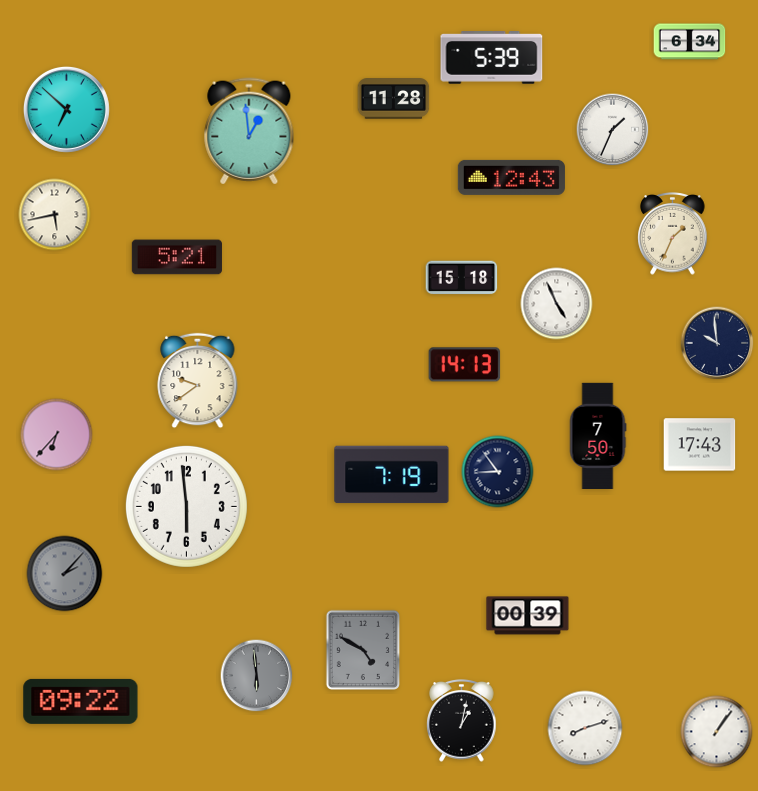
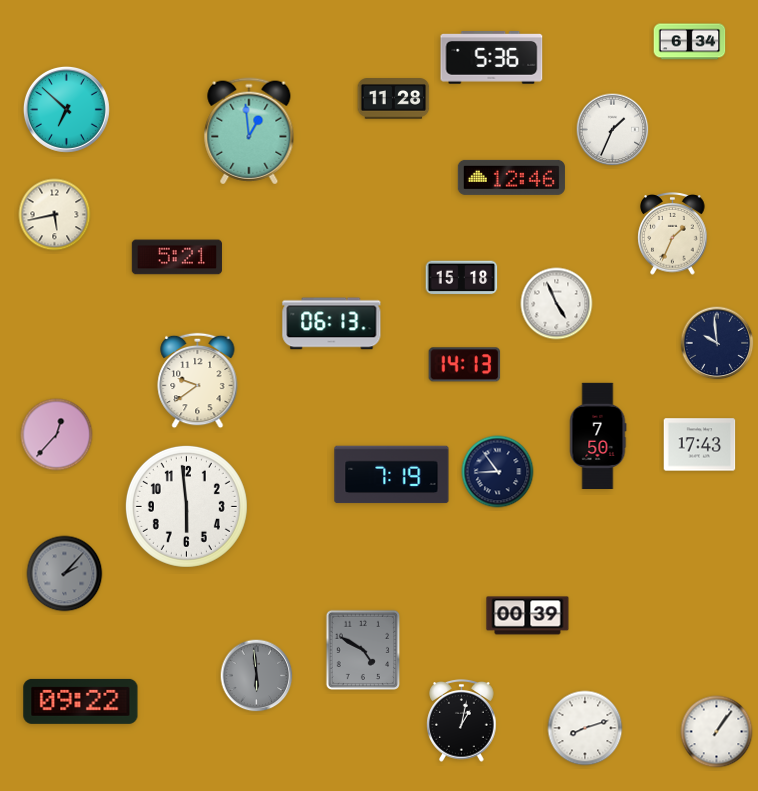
clock at (492, 58): 5:39 -> 5:36
clock at (511, 177): 12:43 -> 12:46
clock at (332, 324): none -> 06:13
clock at (57, 435): 6:37 -> 12:37
